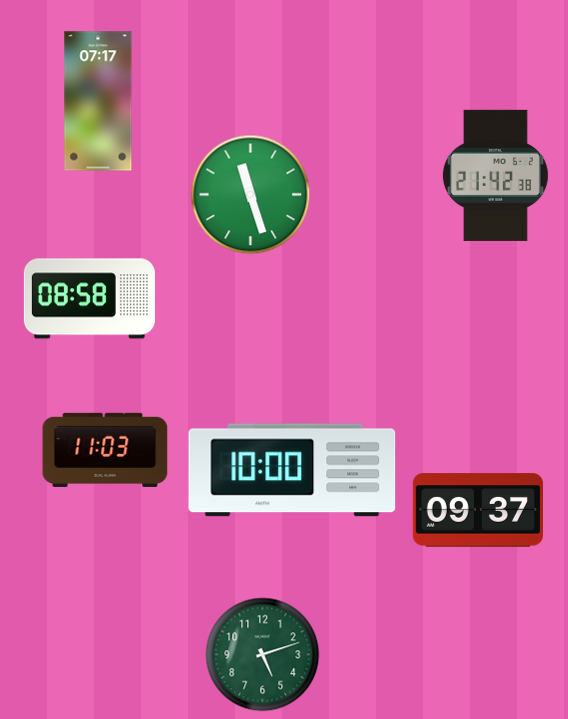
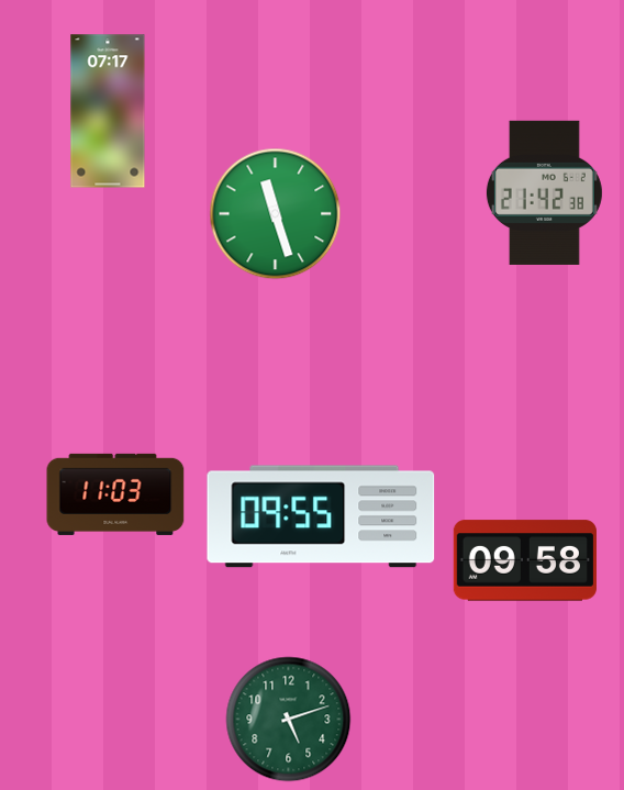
clock at (89, 299): 08:58 -> none
clock at (292, 470): 10:00 -> 09:55
clock at (478, 510): 09:37 -> 09:58
